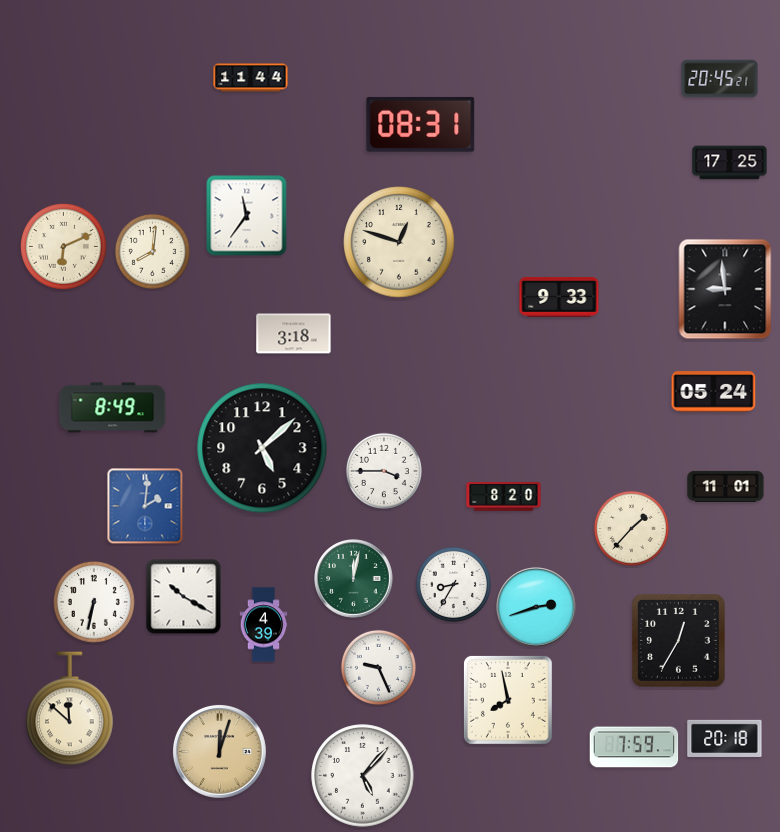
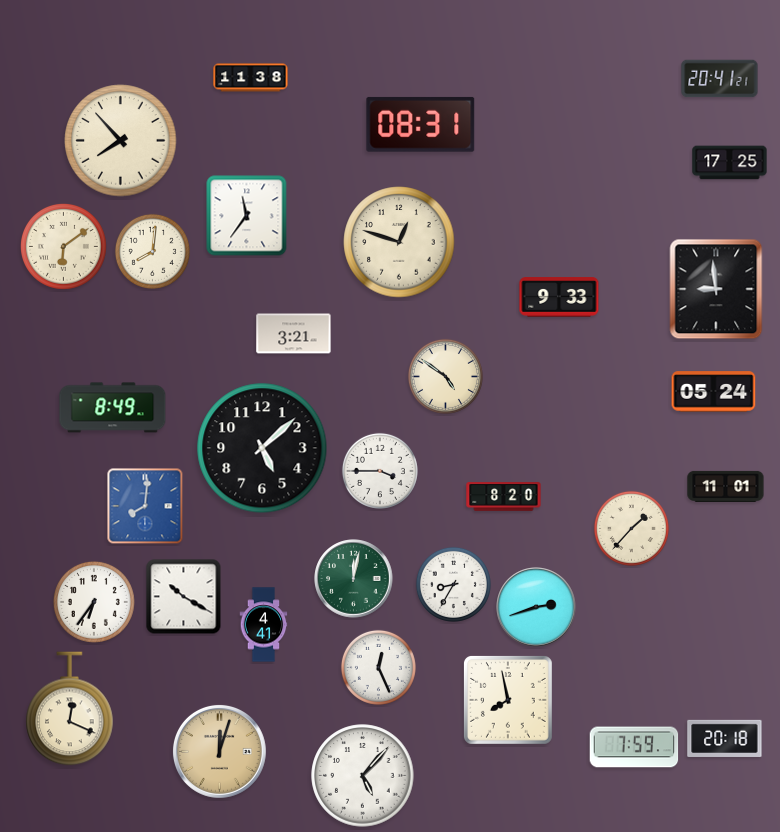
clock at (251, 78): 11:44 -> 11:38
clock at (720, 79): 20:45 -> 20:41
clock at (121, 141): none -> 7:53
clock at (63, 246): 6:11 -> 6:09
clock at (725, 289) position: (725, 289) -> (716, 289)
clock at (294, 334): 3:18 -> 3:21
clock at (445, 376): none -> 4:51
clock at (384, 471) position: (384, 471) -> (380, 471)
clock at (145, 506): 2:01 -> 8:01
clock at (94, 602): 6:32 -> 6:36
clock at (264, 625): 4:39 -> 4:41
clock at (679, 641): 12:35 -> none
clock at (378, 667): 9:26 -> 12:26
clock at (70, 709): 11:52 -> 12:19
